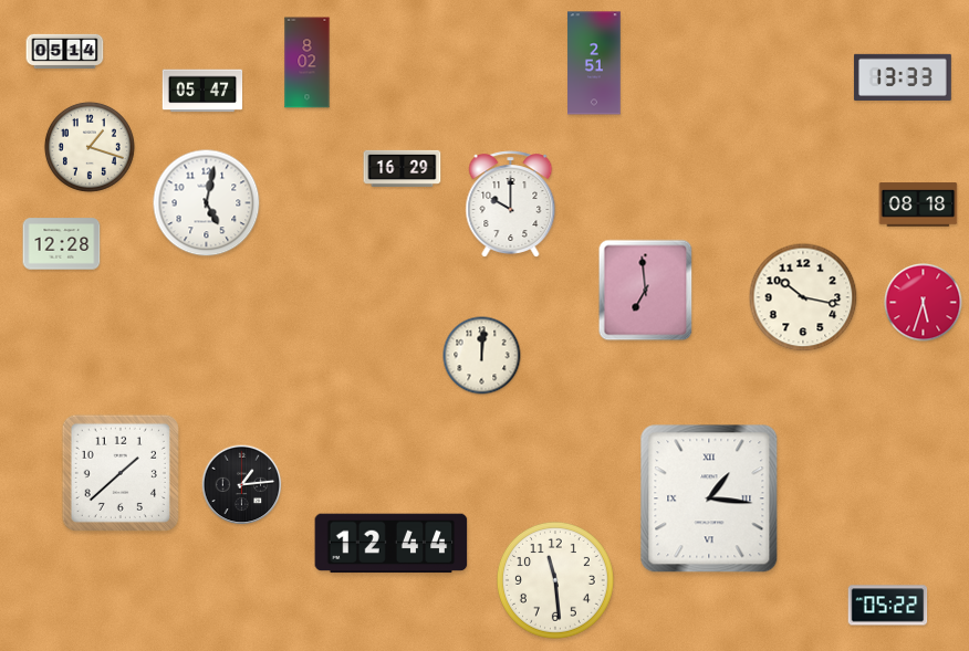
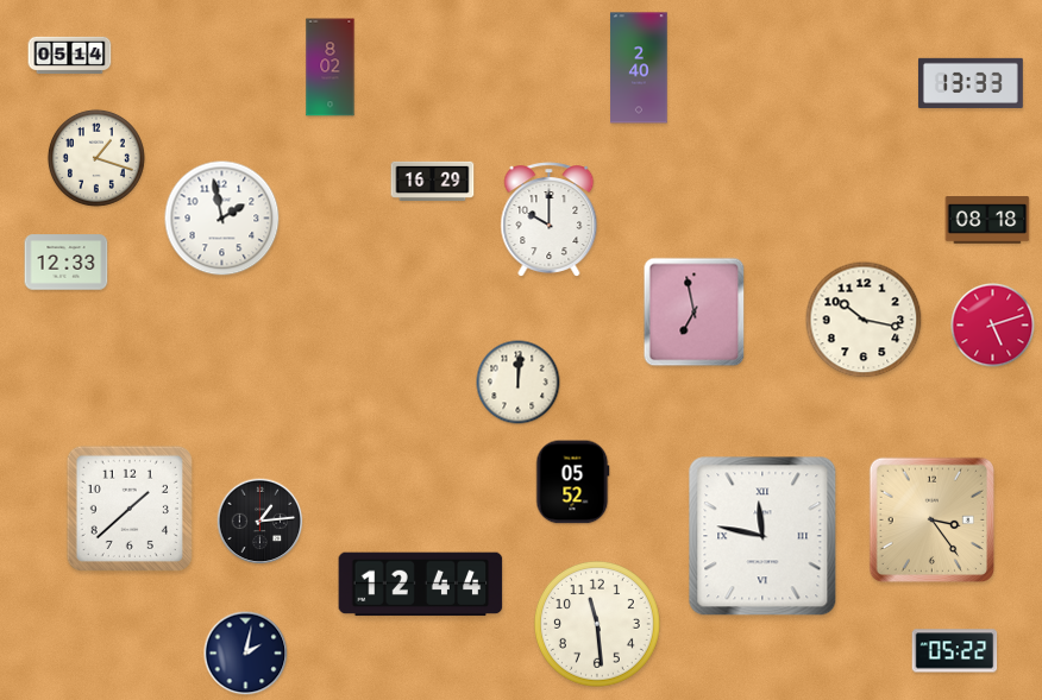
clock at (594, 63): 2:51 -> 2:40
clock at (202, 91): 05:47 -> none
clock at (207, 203): 5:02 -> 1:58
clock at (62, 244): 12:28 -> 12:33
clock at (646, 291): 6:59 -> 6:58
clock at (924, 303): 5:33 -> 5:12
clock at (573, 483): none -> 05:52
clock at (933, 521): none -> 3:24
clock at (709, 498): 1:16 -> 11:47
clock at (246, 654): none -> 2:02
